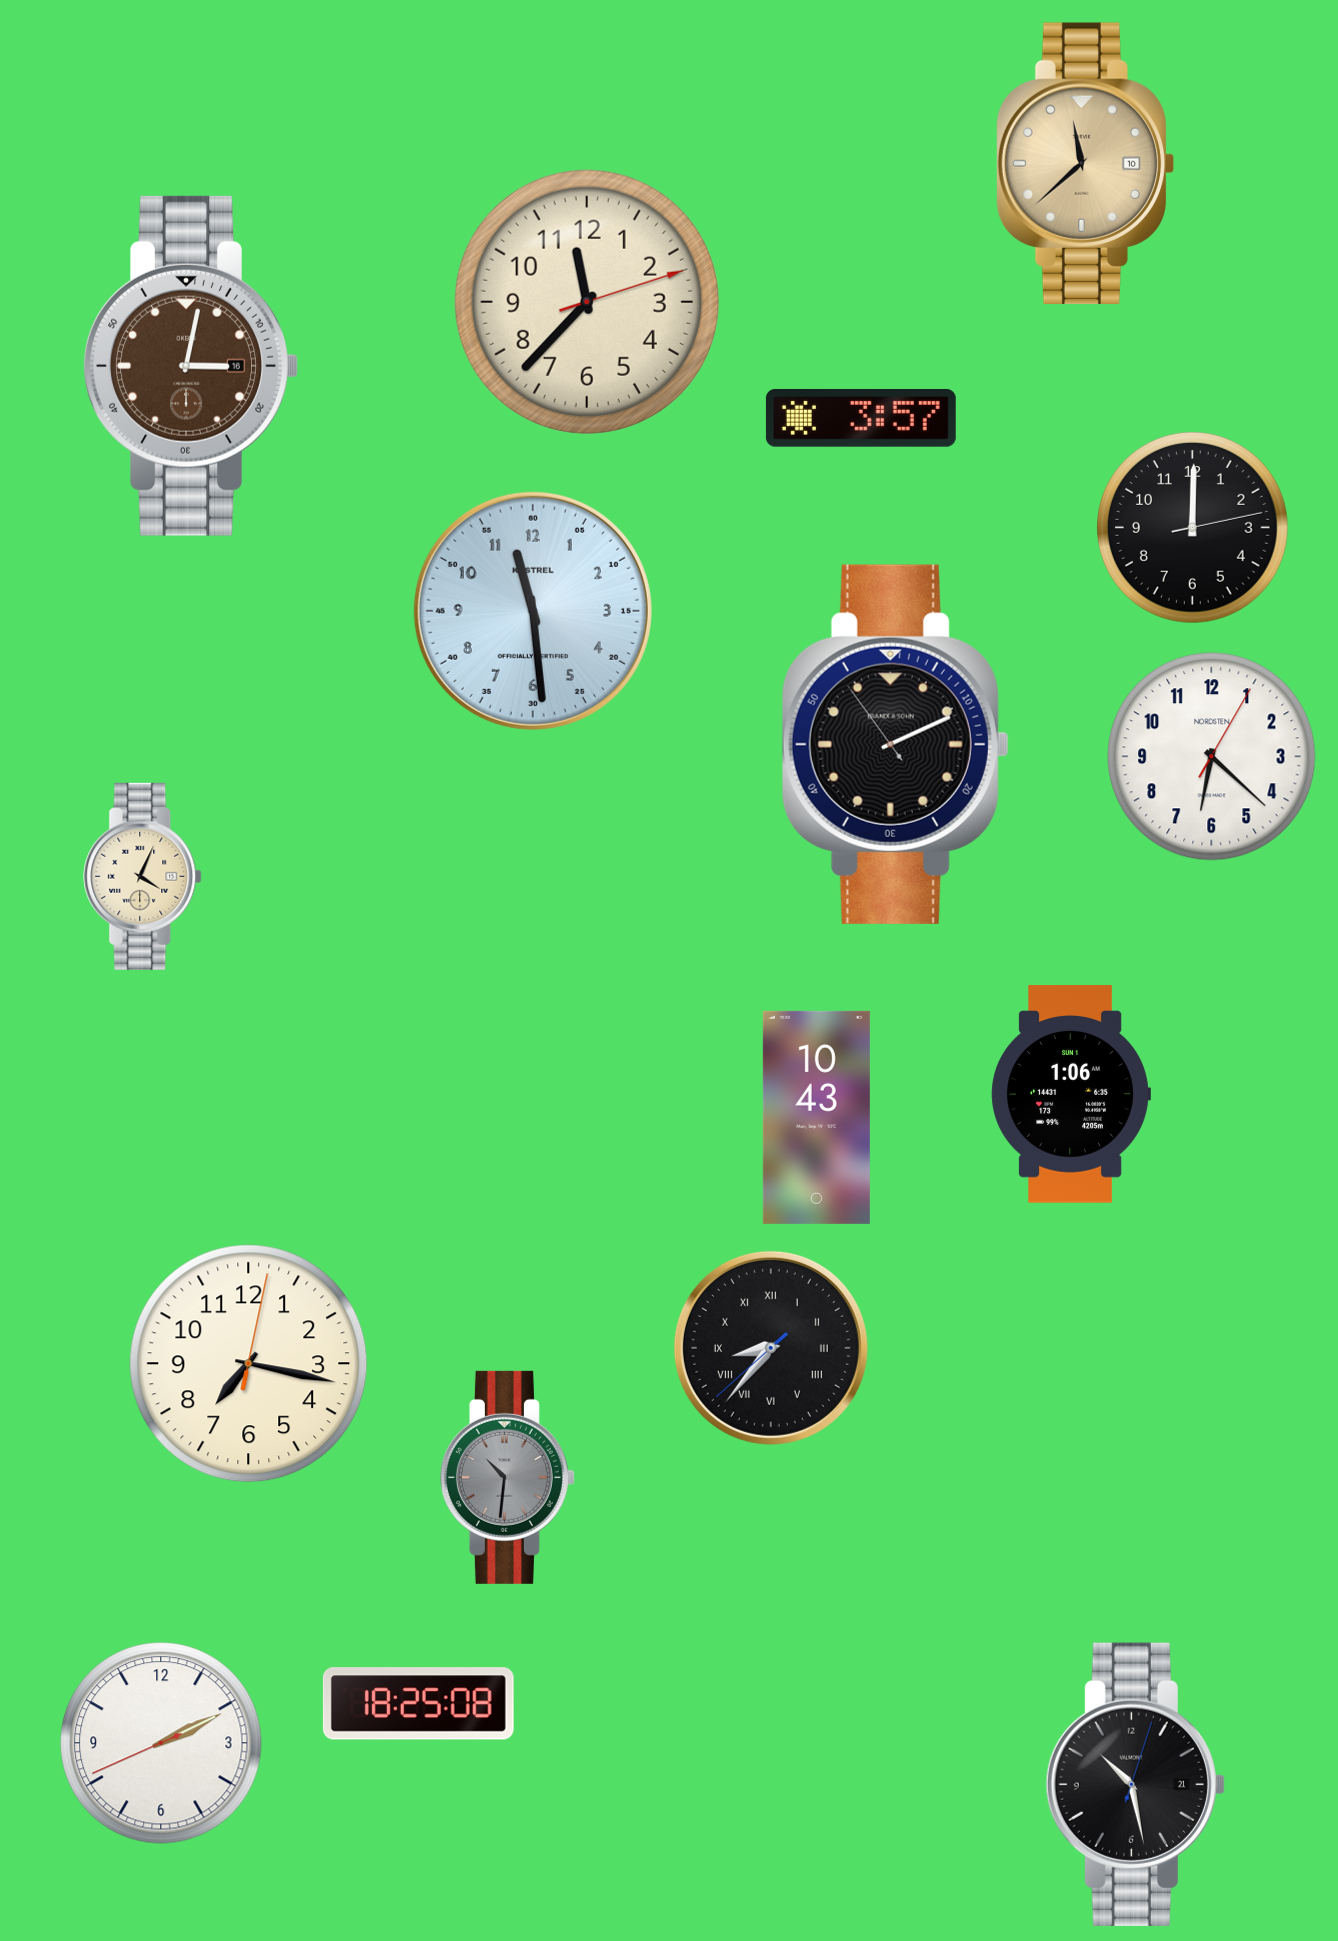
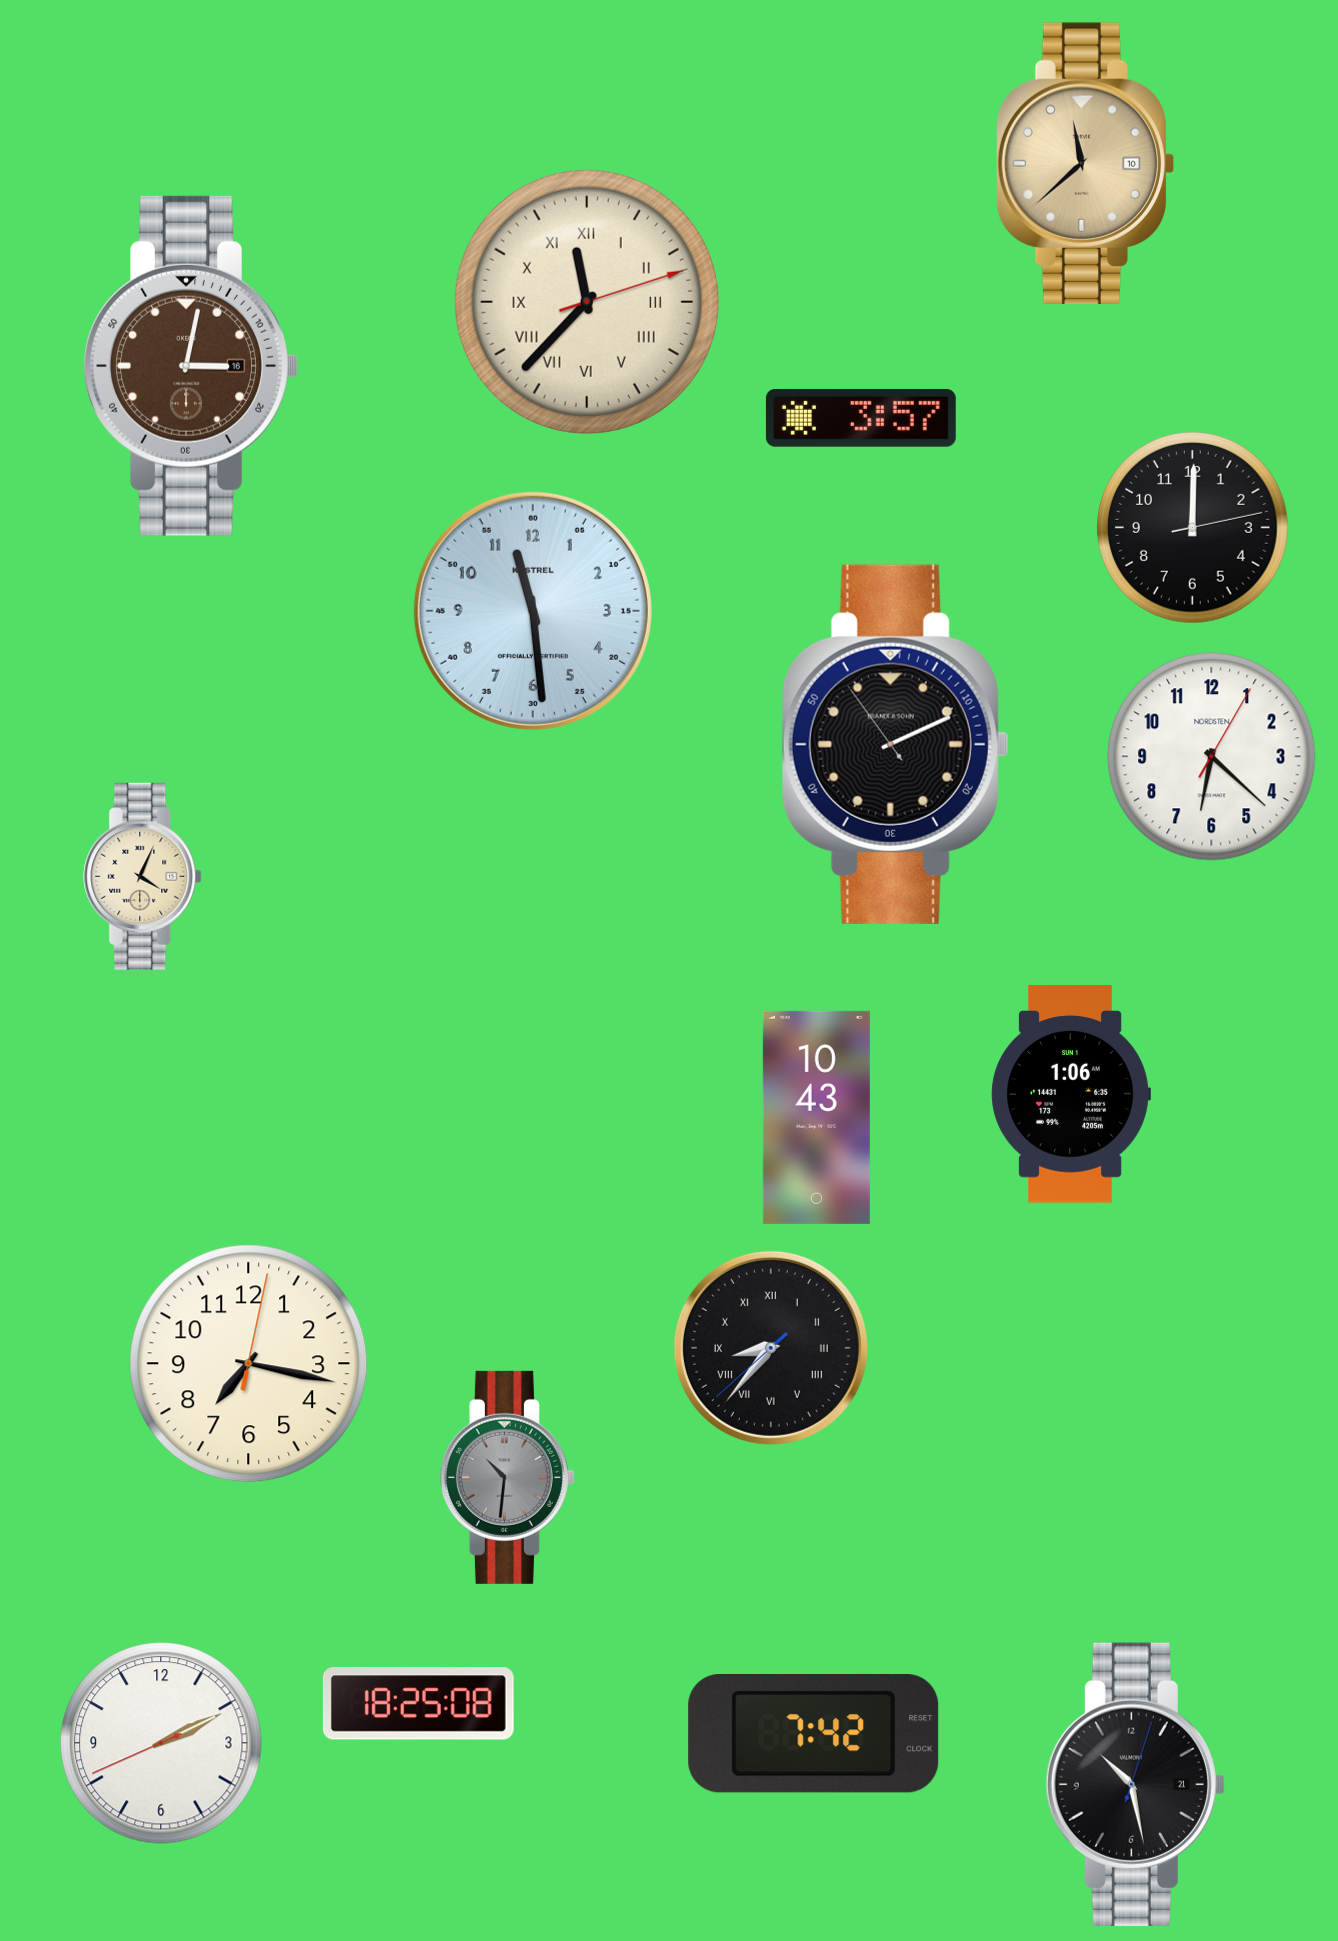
clock at (587, 302) numerals: Arabic -> Roman
clock at (814, 1734): none -> 7:42
